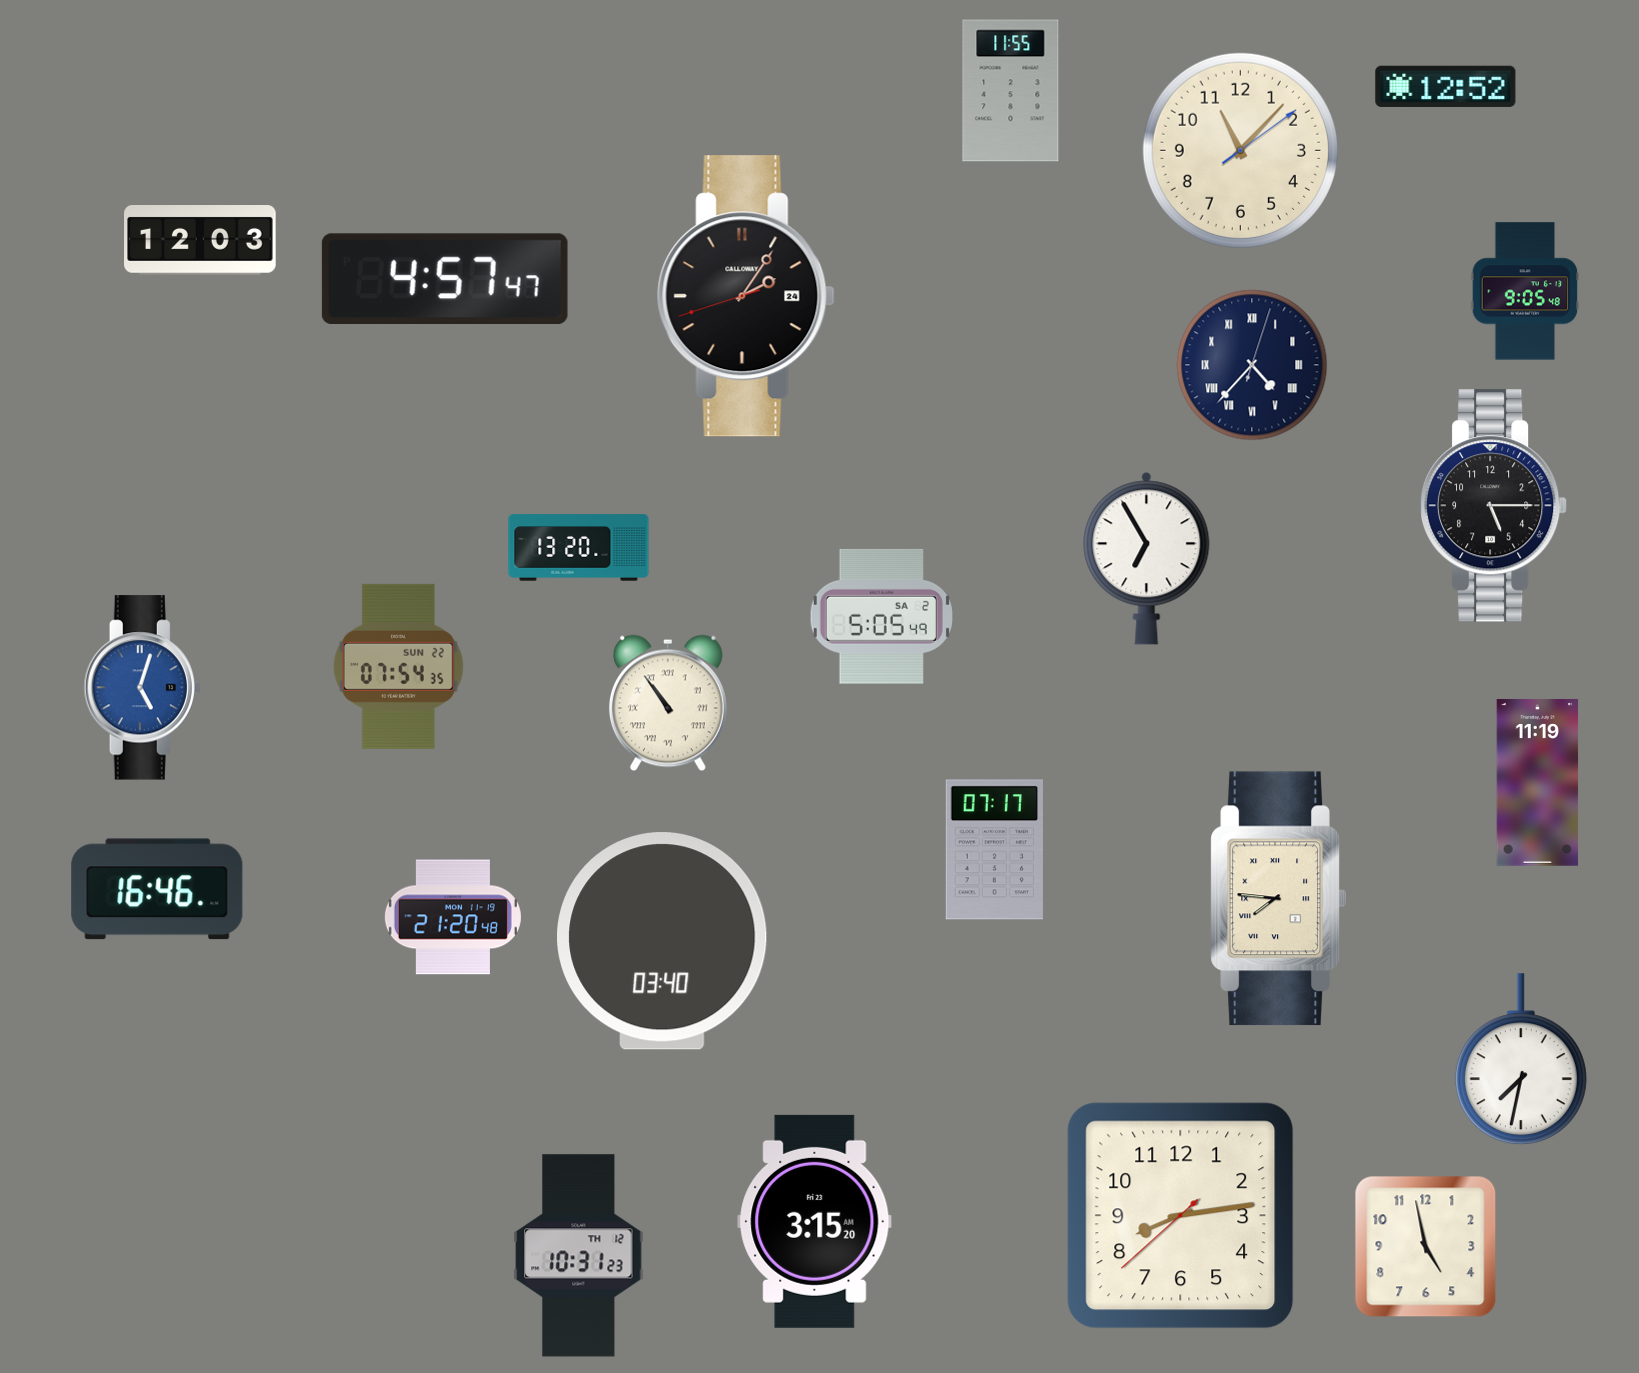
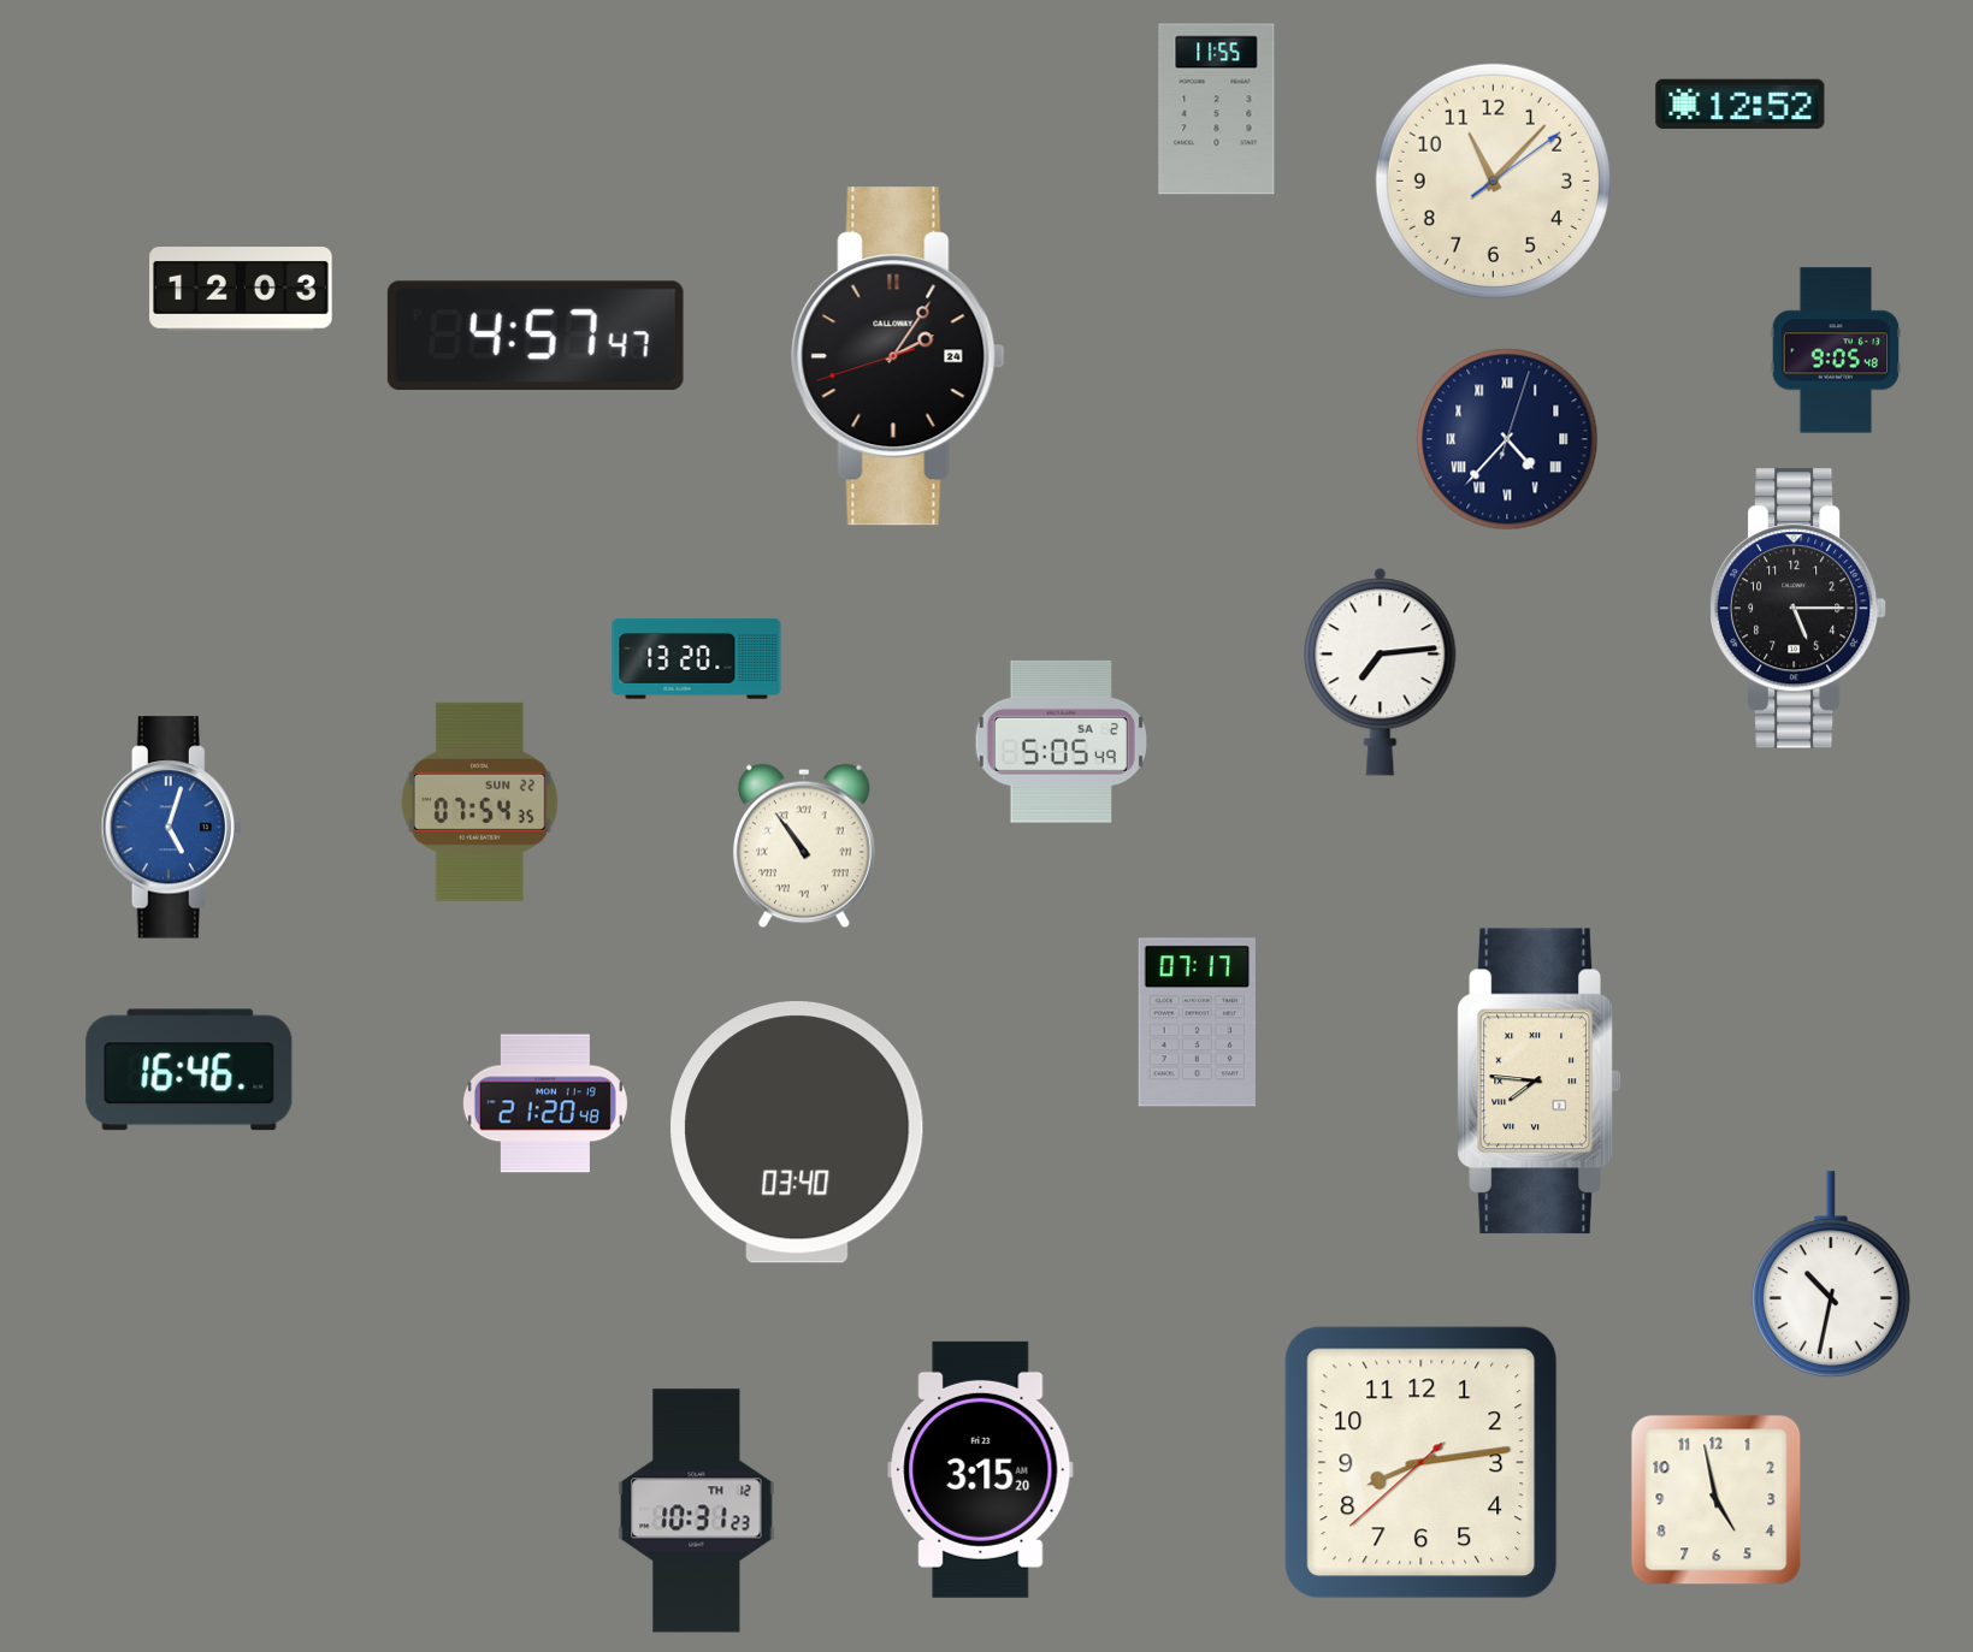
clock at (1147, 559): 6:55 -> 7:14
clock at (1538, 783): 11:19 -> none
clock at (1521, 1060): 7:32 -> 10:32
